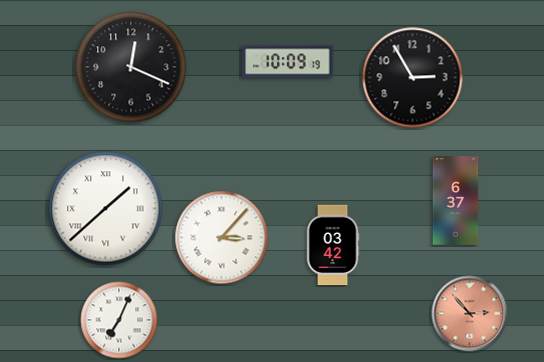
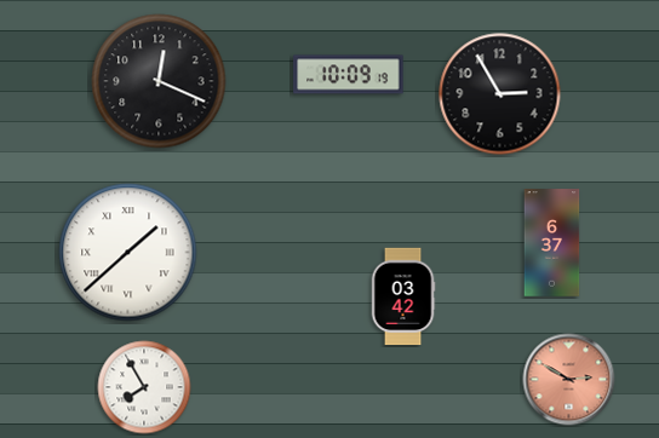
clock at (222, 238): 3:07 -> none
clock at (470, 314): 2:53 -> 2:50
clock at (119, 320): 7:04 -> 7:55
